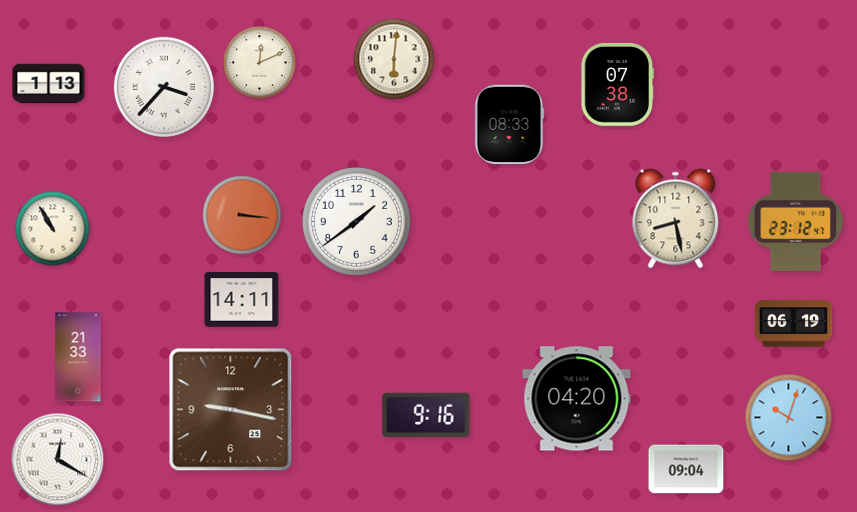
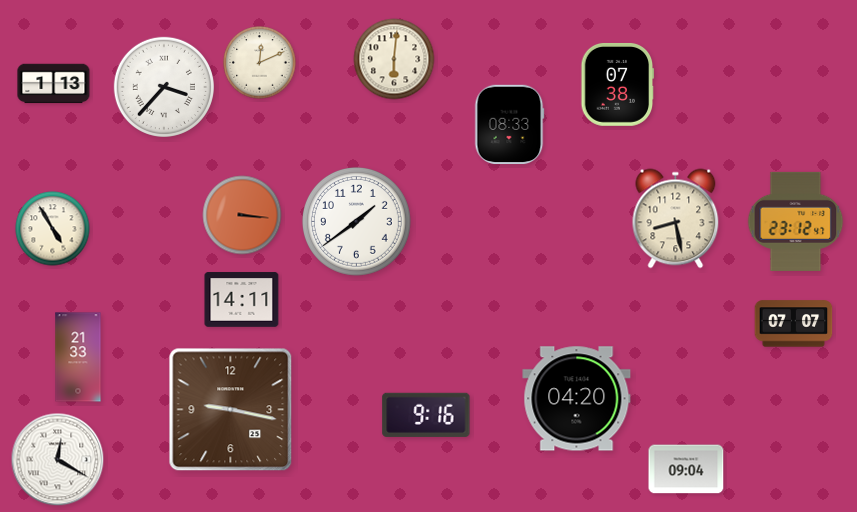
clock at (49, 84) position: (49, 84) -> (54, 84)
clock at (53, 229): 10:55 -> 4:55
clock at (794, 324): 06:19 -> 07:07
clock at (789, 418): 10:03 -> none
